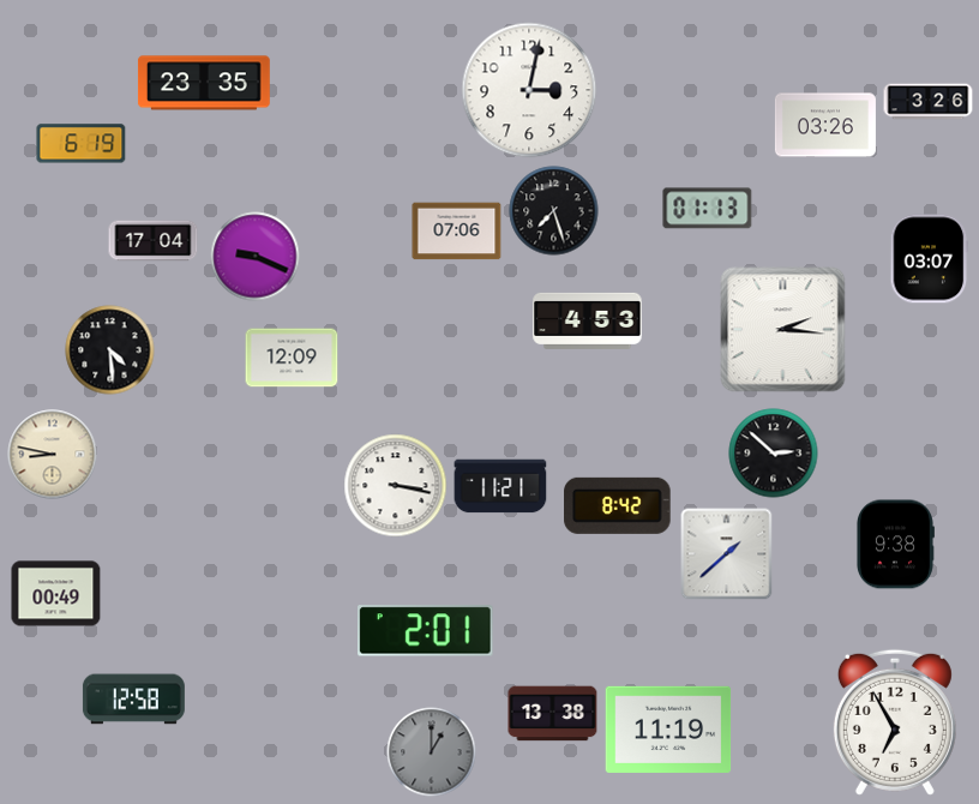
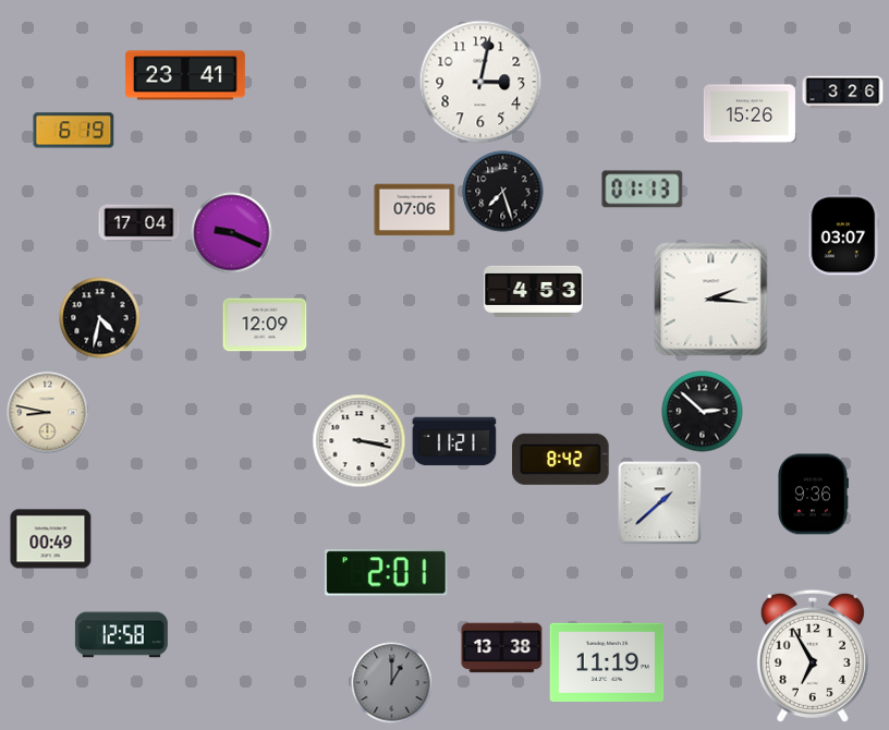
clock at (204, 83): 23:35 -> 23:41
clock at (825, 125): 03:26 -> 15:26
clock at (154, 241) position: (154, 241) -> (139, 223)
clock at (110, 350): 4:29 -> 4:32
clock at (895, 545): 9:38 -> 9:36
